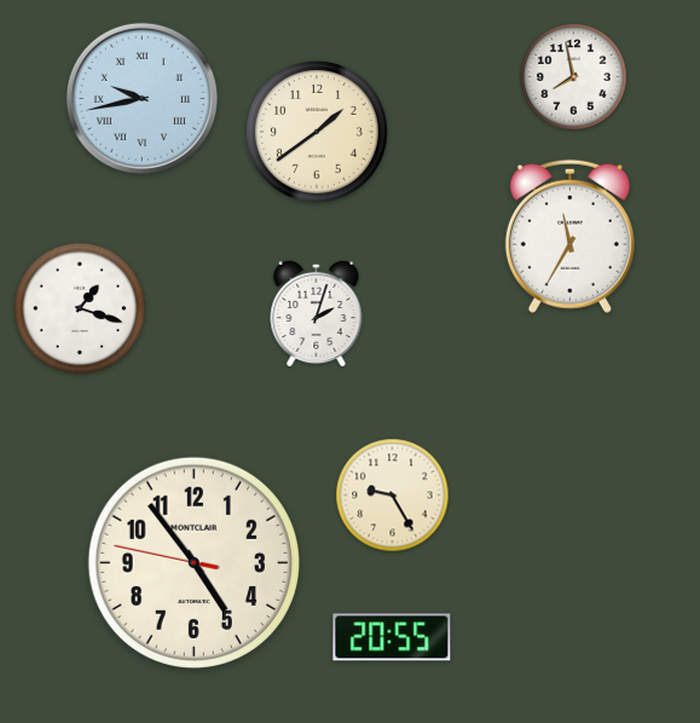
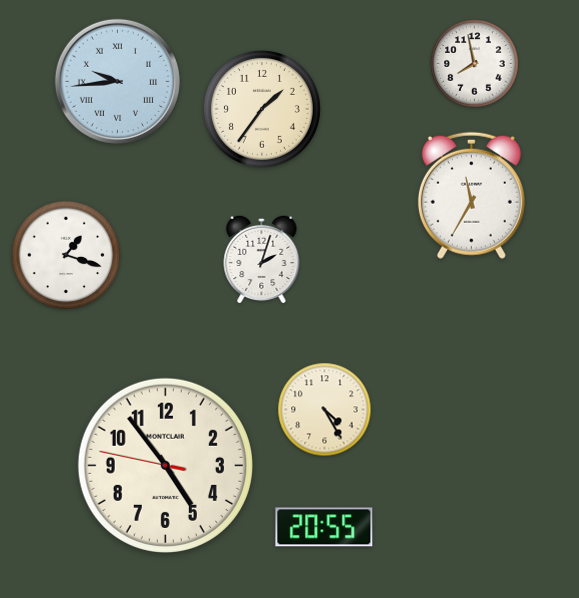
clock at (141, 98): 9:43 -> 9:44
clock at (317, 132): 1:39 -> 1:36
clock at (393, 496): 9:25 -> 4:25
clock at (193, 562) position: (193, 562) -> (165, 465)
